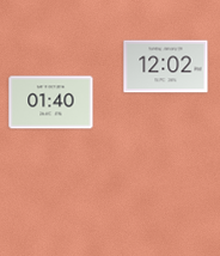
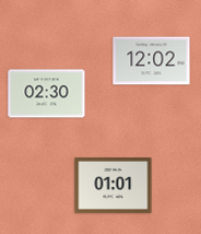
clock at (51, 103): 01:40 -> 02:30
clock at (114, 186): none -> 01:01
